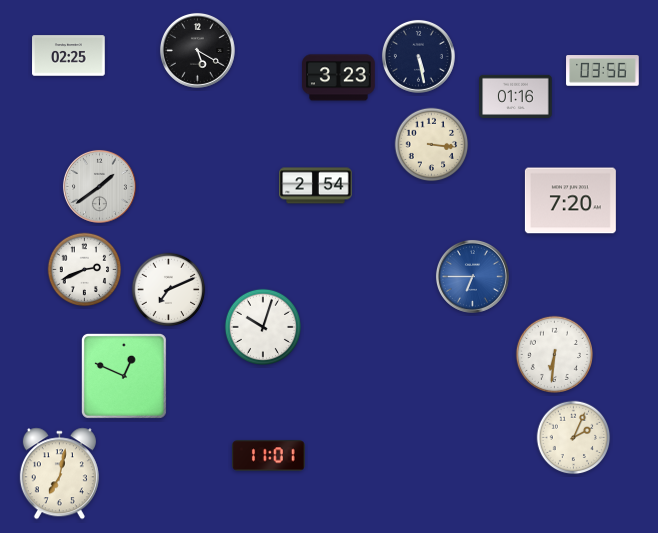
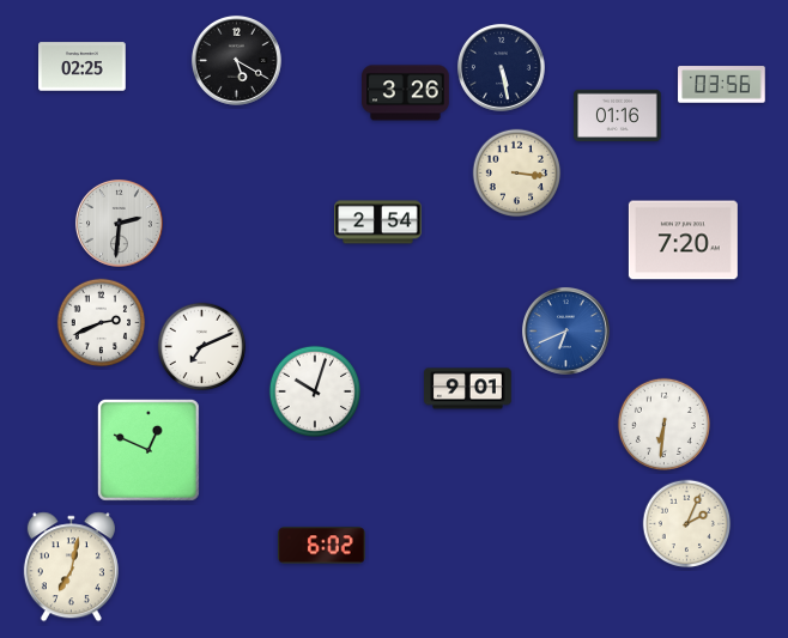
clock at (339, 78): 3:23 -> 3:26
clock at (99, 186): 1:39 -> 2:31
clock at (472, 276): 6:45 -> 6:41
clock at (468, 389): none -> 9:01
clock at (269, 456): 11:01 -> 6:02
